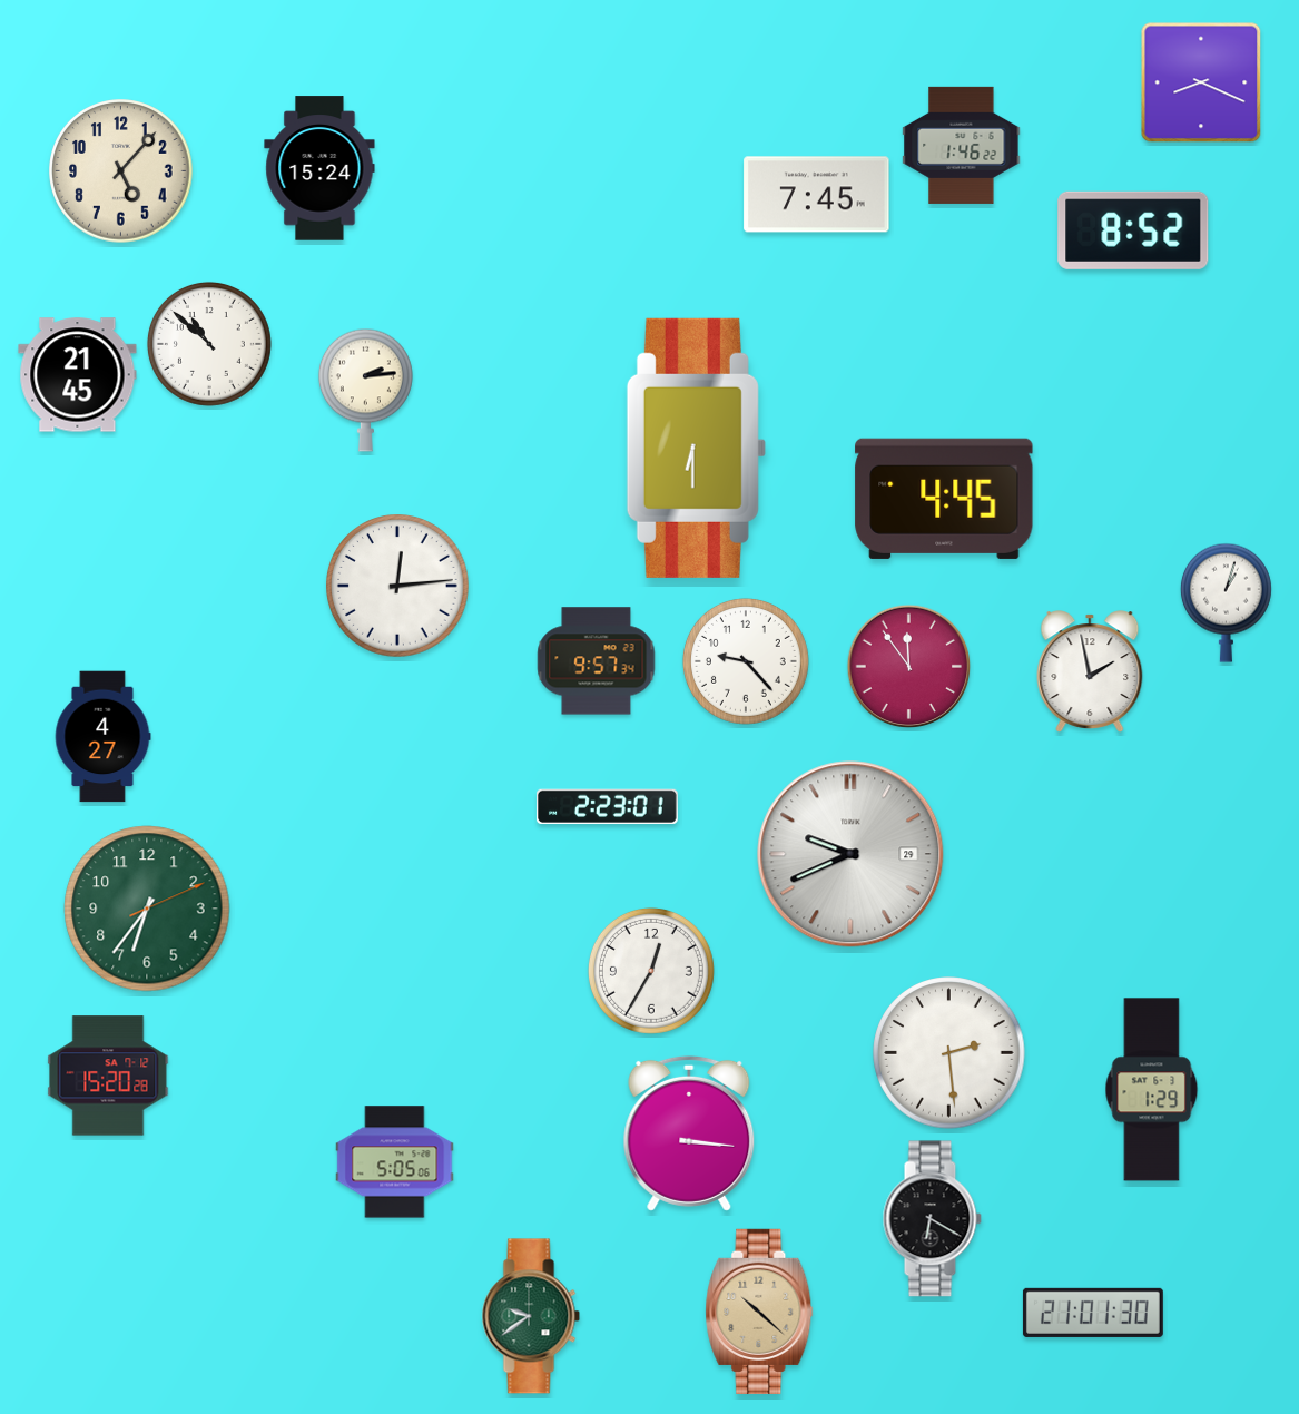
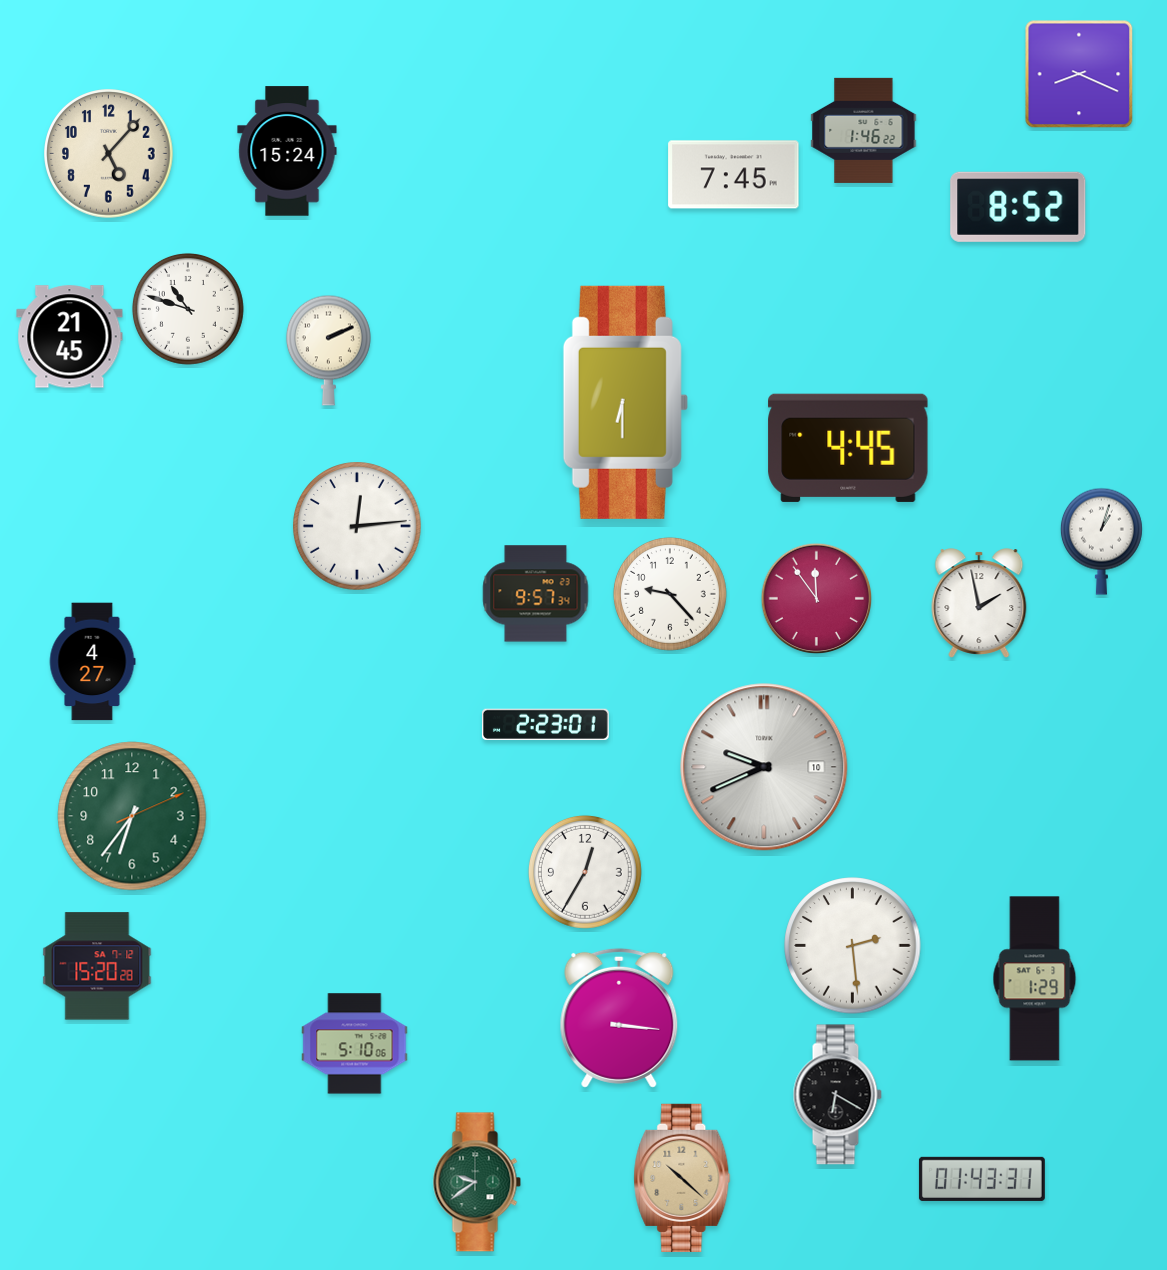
clock at (209, 344): 10:52 -> 10:48
clock at (365, 390): 2:14 -> 2:11
clock at (850, 854) date: 29 -> 10
clock at (395, 1162): 5:05 -> 5:10
clock at (1093, 1313): 21:01 -> 01:43
